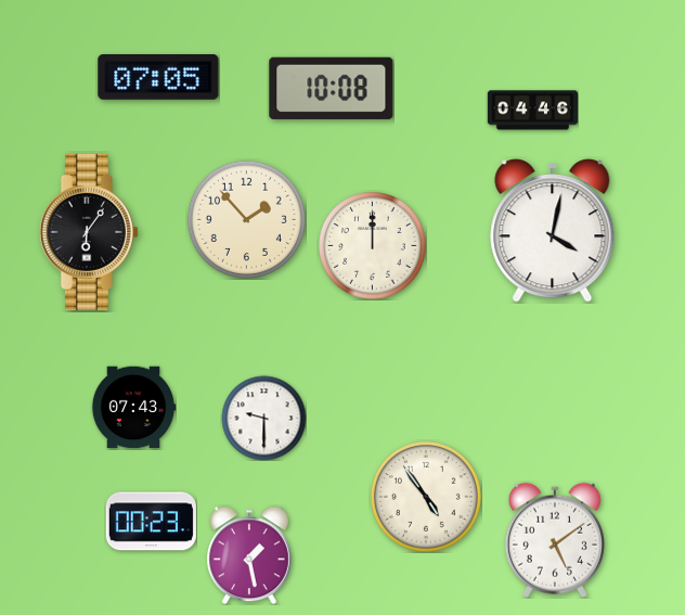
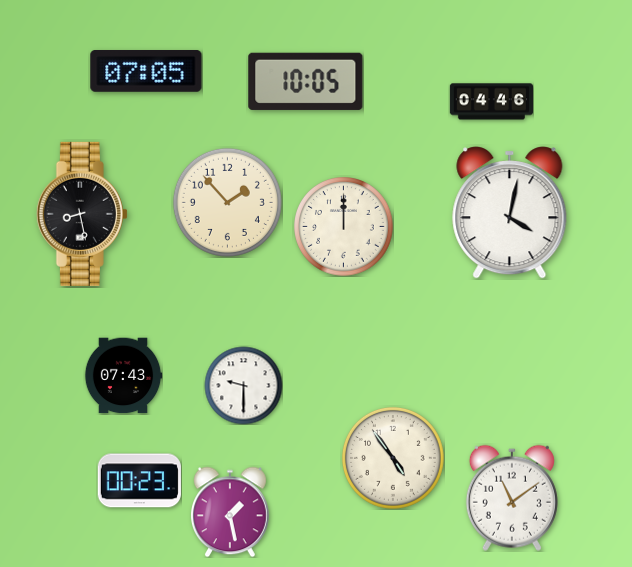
clock at (332, 88): 10:08 -> 10:05
clock at (89, 232): 6:06 -> 8:28
clock at (555, 540): 5:09 -> 11:09
